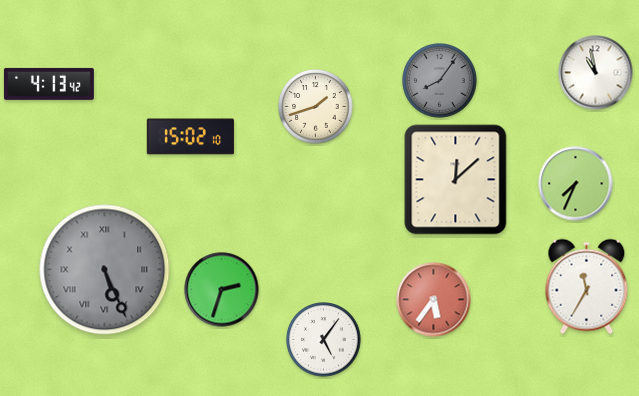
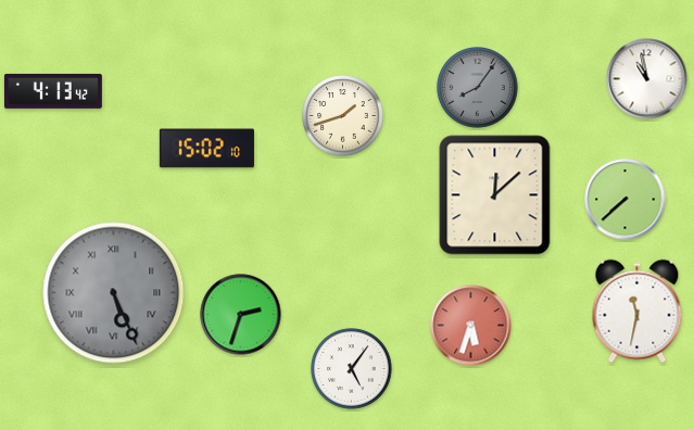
clock at (576, 184): 7:34 -> 7:38
clock at (587, 287): 11:35 -> 11:32
clock at (434, 300): 5:36 -> 5:33
